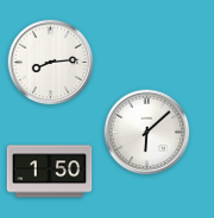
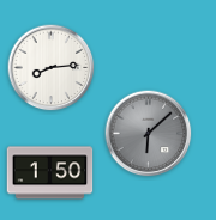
clock at (51, 63) position: (51, 63) -> (52, 68)
clock at (147, 133) dial: white -> grey
